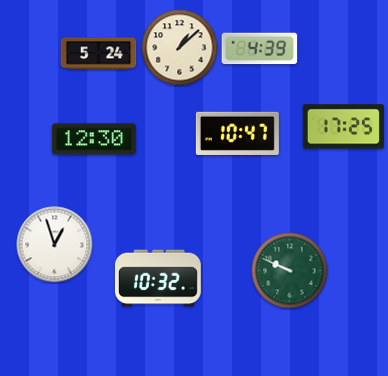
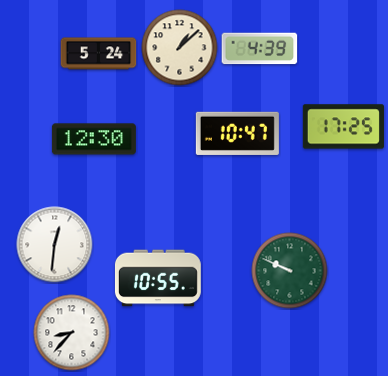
clock at (55, 245): 12:57 -> 12:31
clock at (158, 278): 10:32 -> 10:55
clock at (72, 333): none -> 8:37
